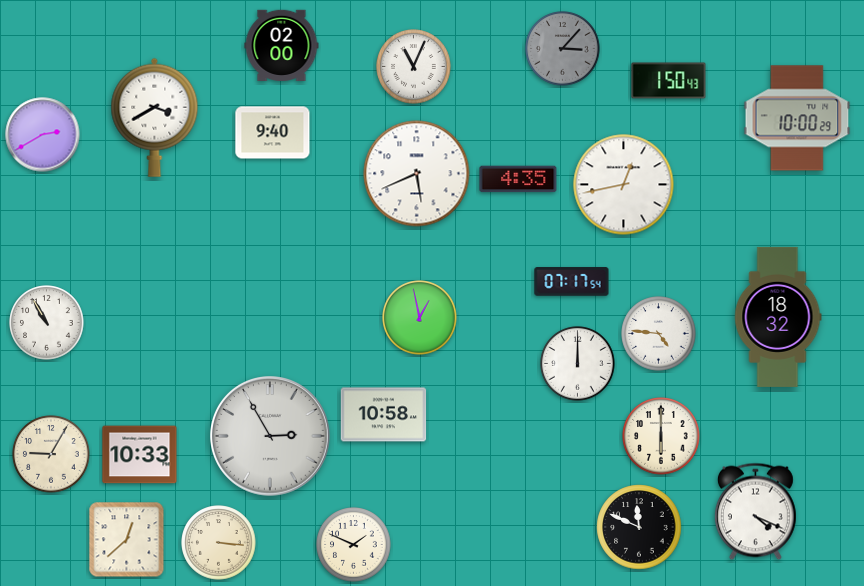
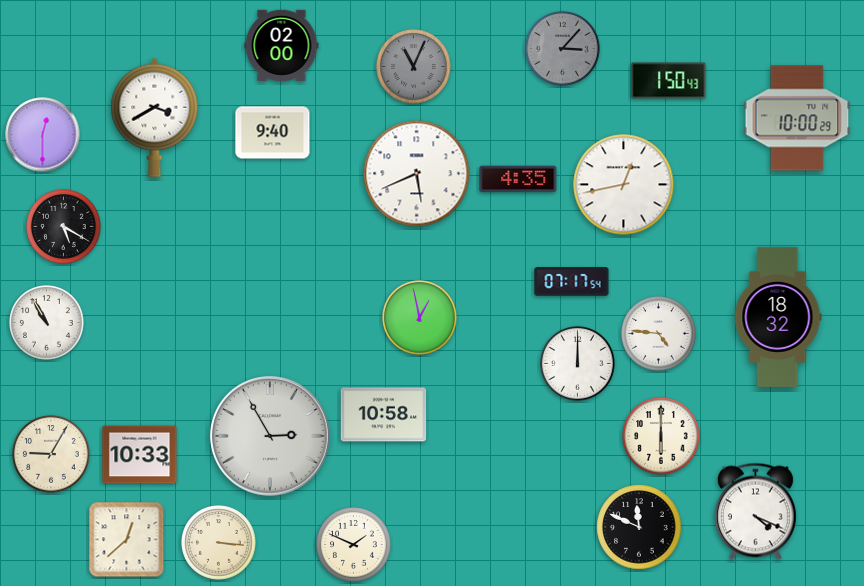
clock at (414, 67) dial: white -> grey
clock at (43, 135): 2:40 -> 12:30
clock at (64, 227): none -> 5:20
